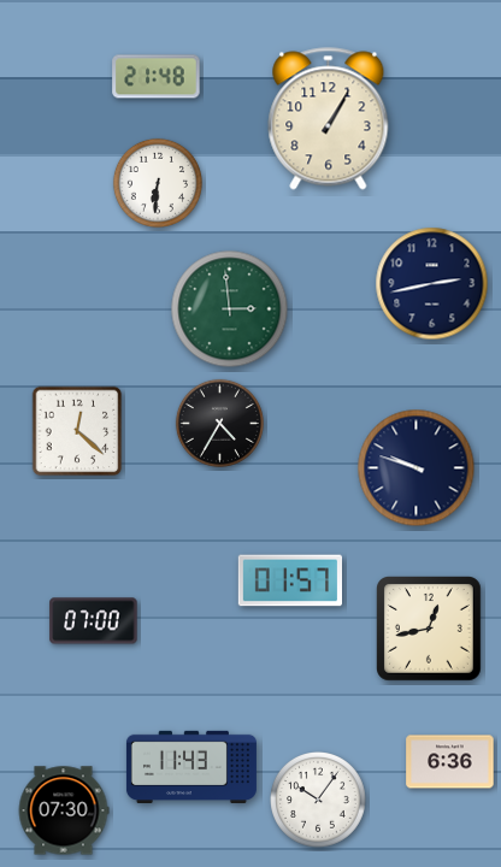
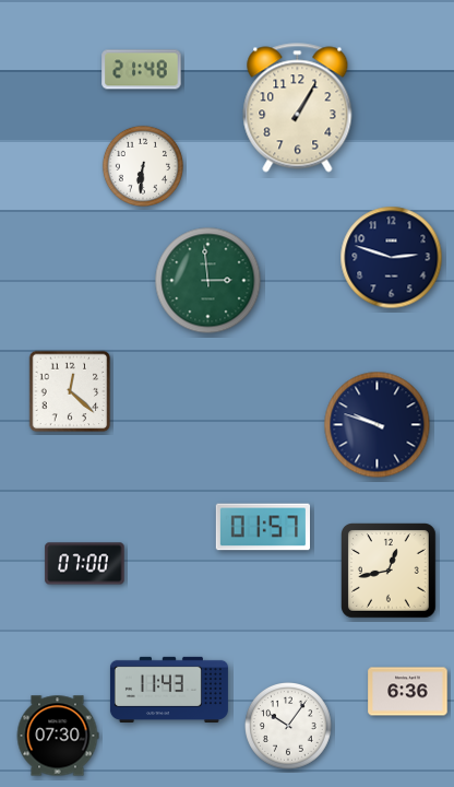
clock at (432, 284): 2:43 -> 2:48
clock at (219, 423): 4:35 -> none
clock at (191, 767) position: (191, 767) -> (169, 690)
